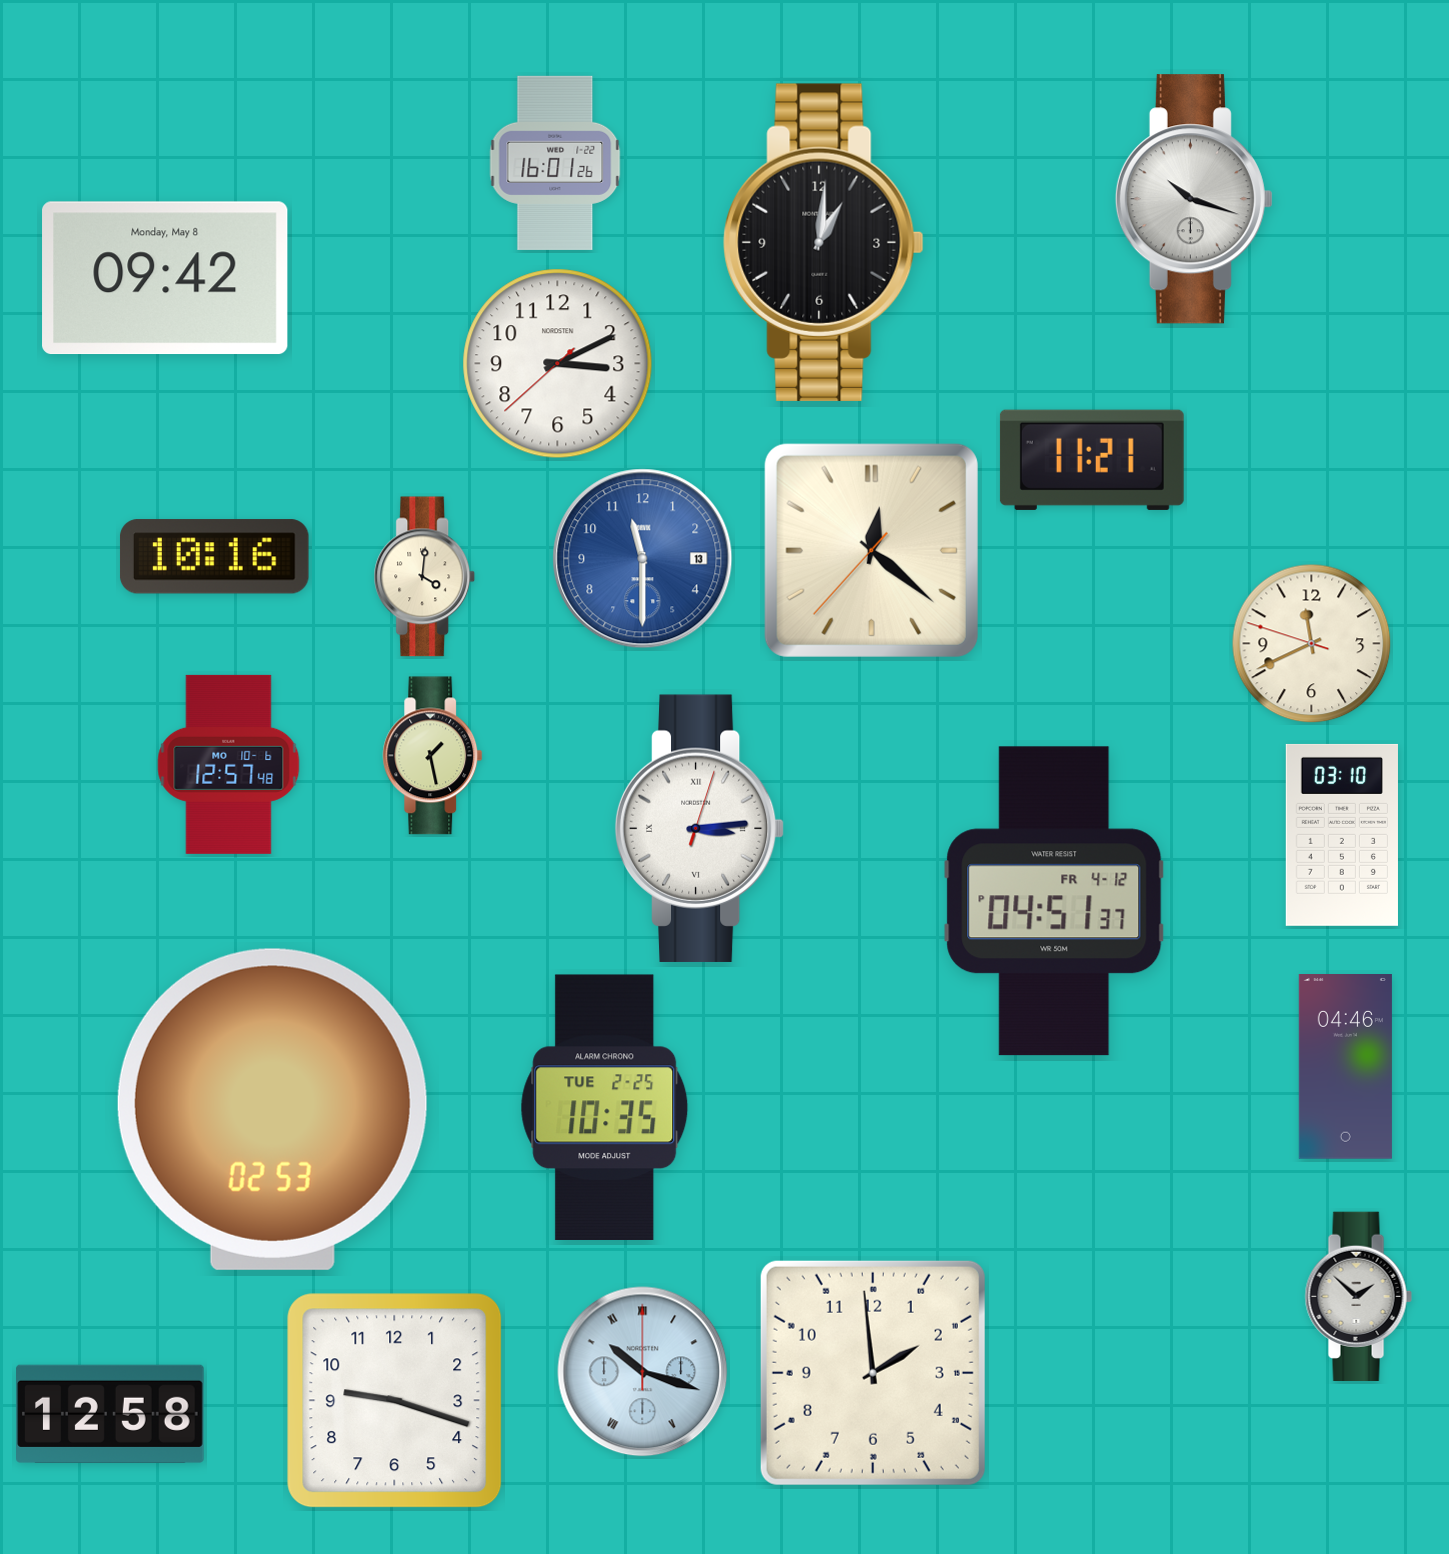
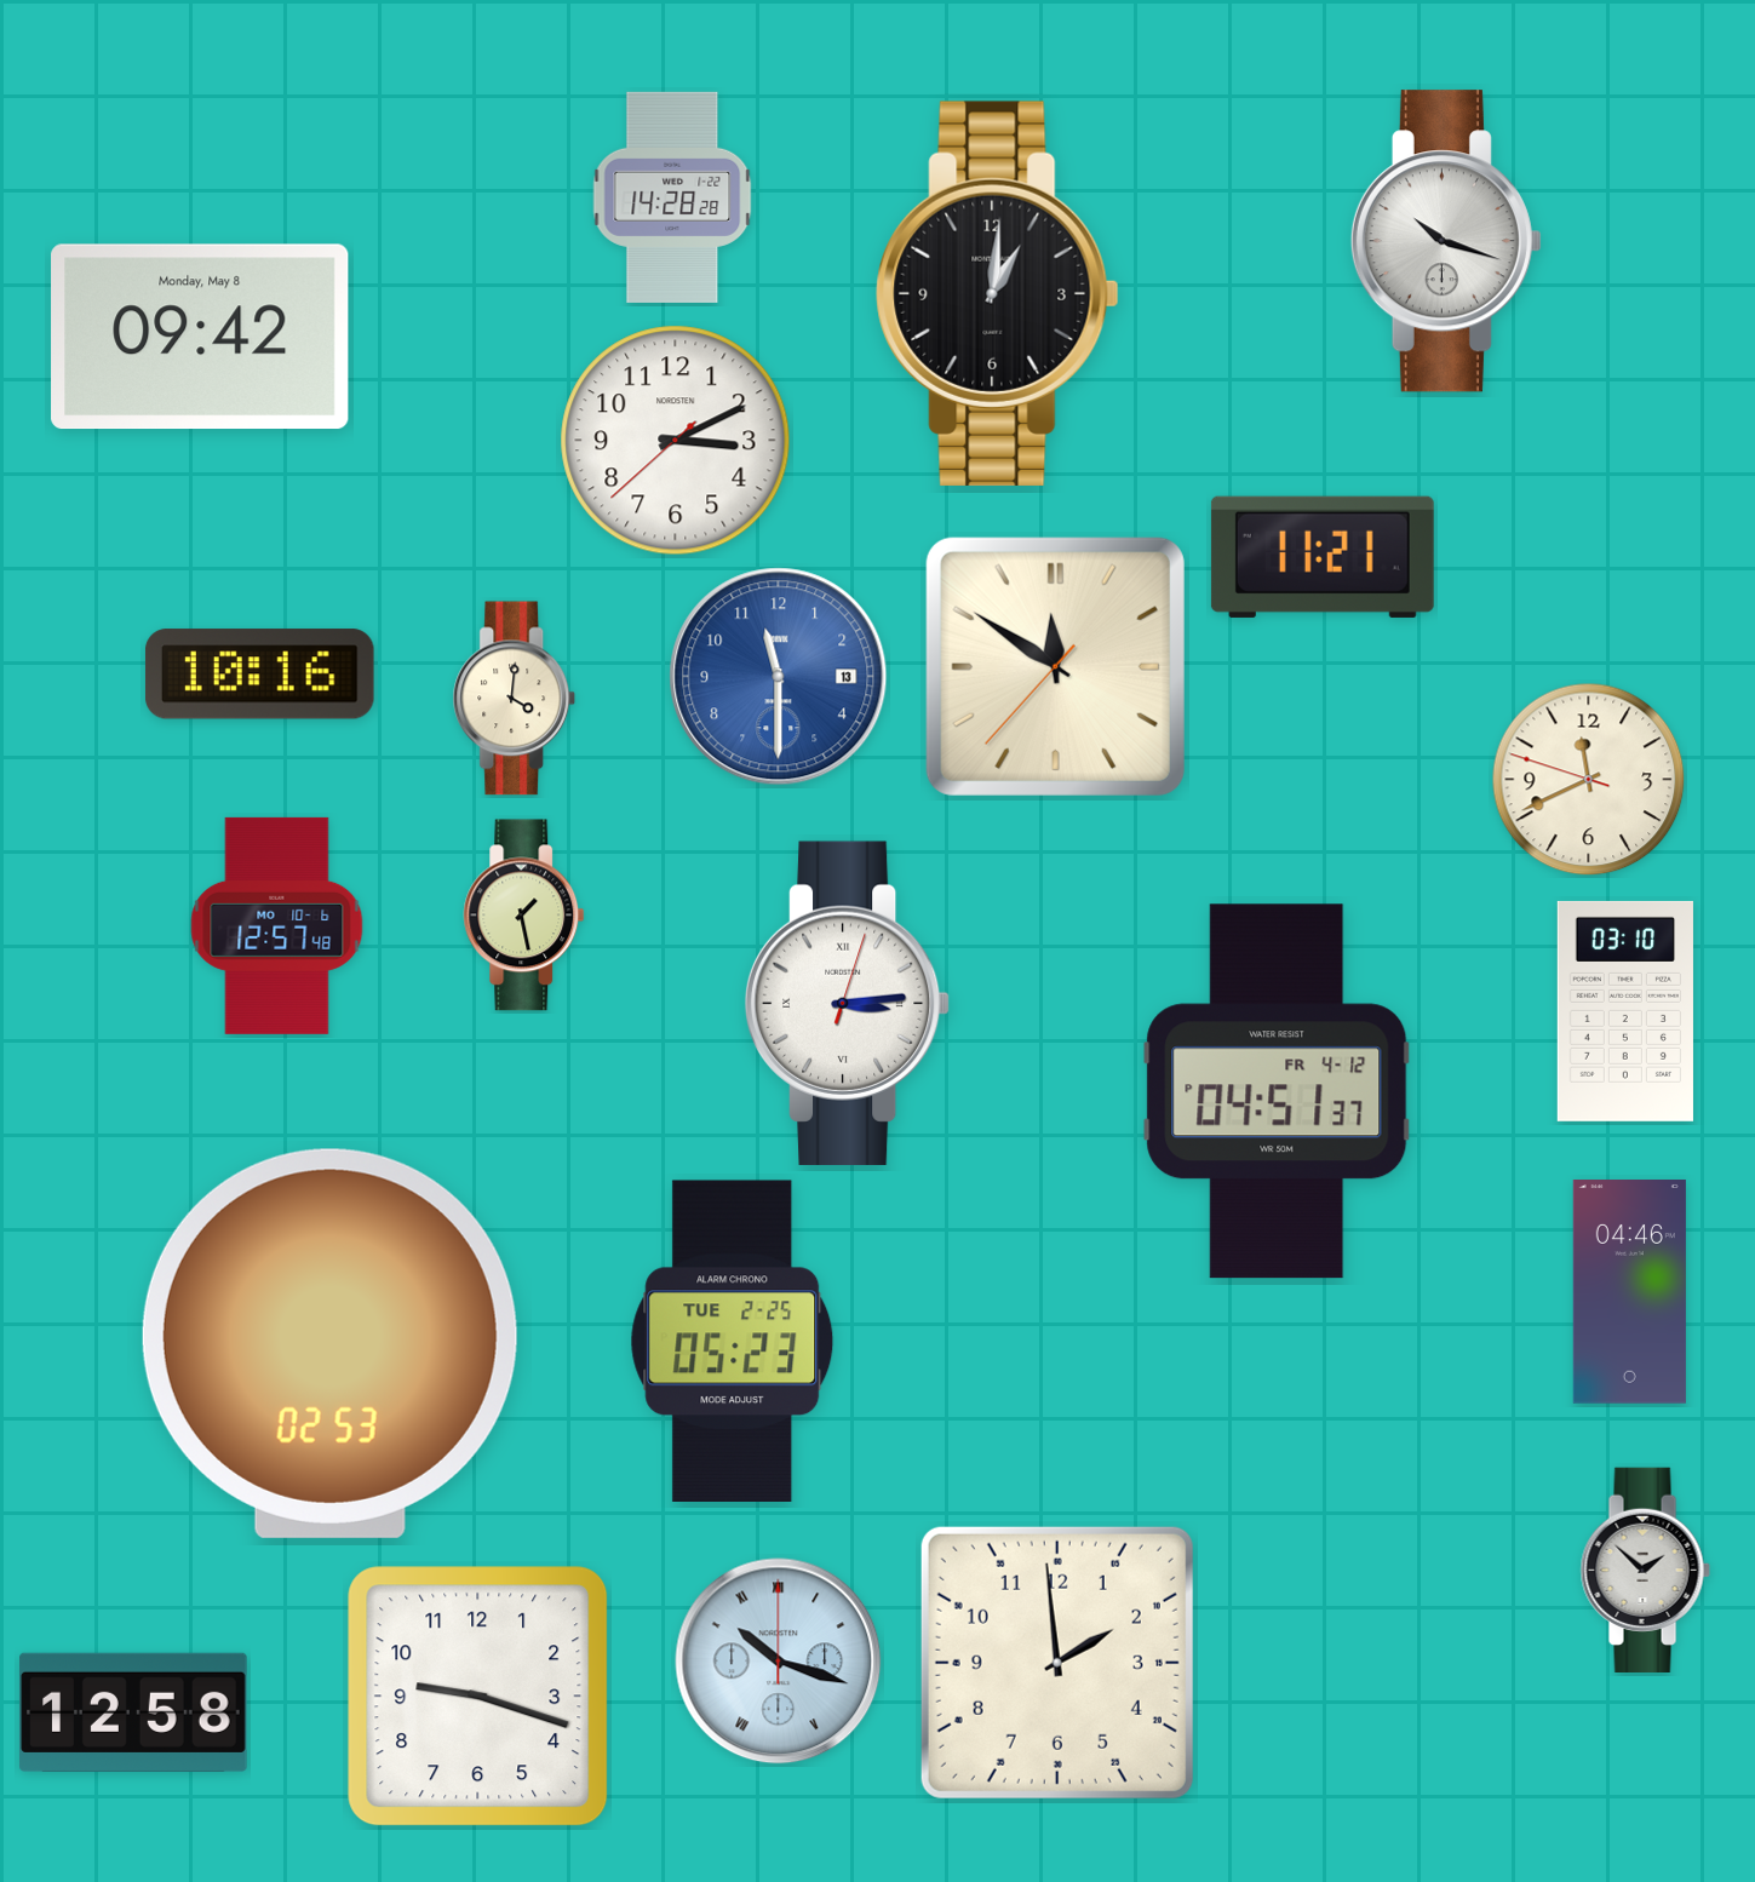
clock at (555, 163): 16:01 -> 14:28
clock at (871, 550): 12:21 -> 11:50
clock at (605, 1107): 10:35 -> 05:23
